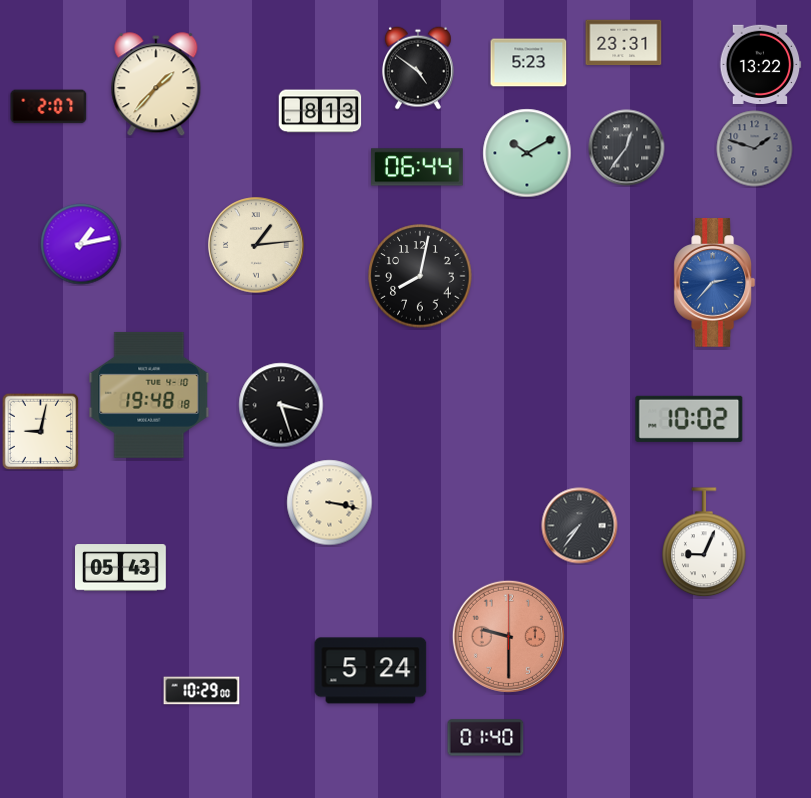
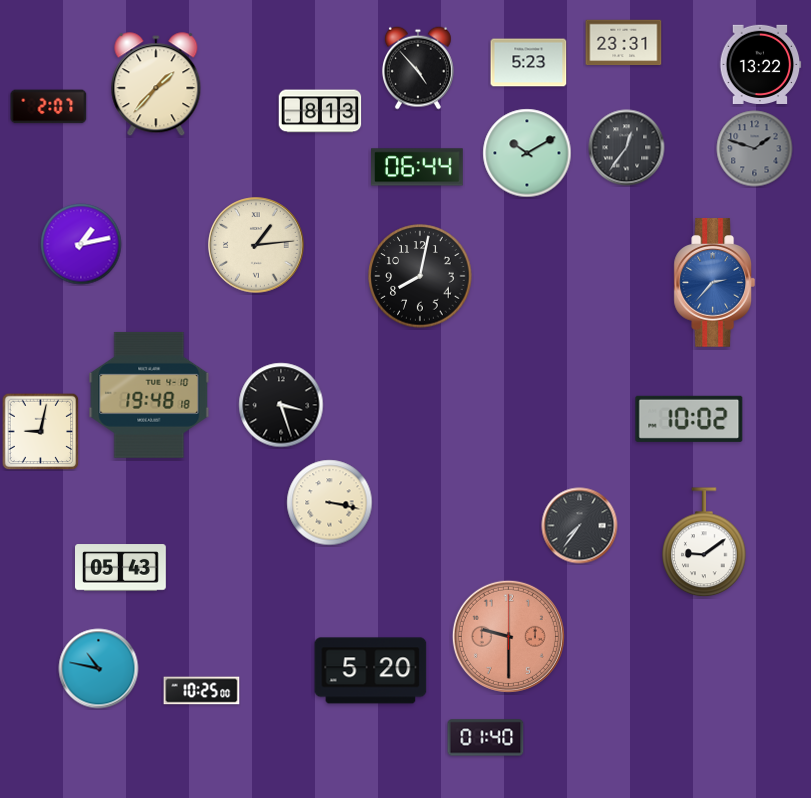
clock at (418, 68): 4:51 -> 4:53
clock at (704, 543): 9:04 -> 9:09
clock at (99, 669): none -> 10:47
clock at (371, 671): 5:24 -> 5:20
clock at (202, 691): 10:29 -> 10:25
